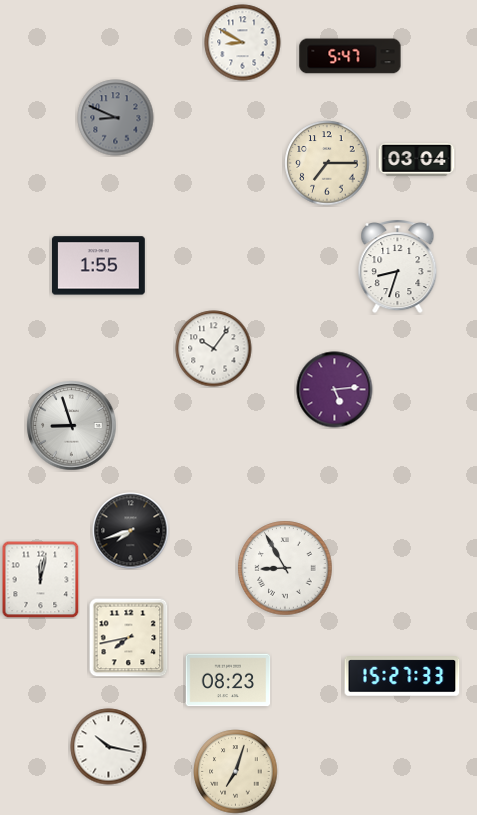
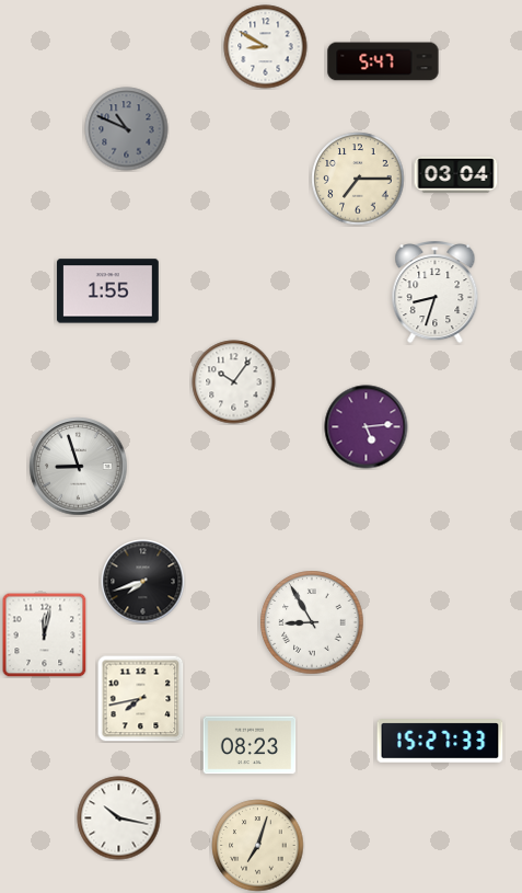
clock at (116, 118): 8:49 -> 10:49
